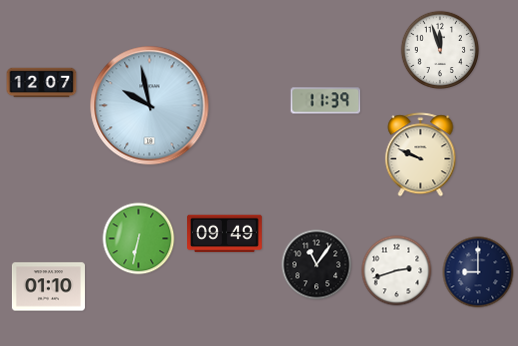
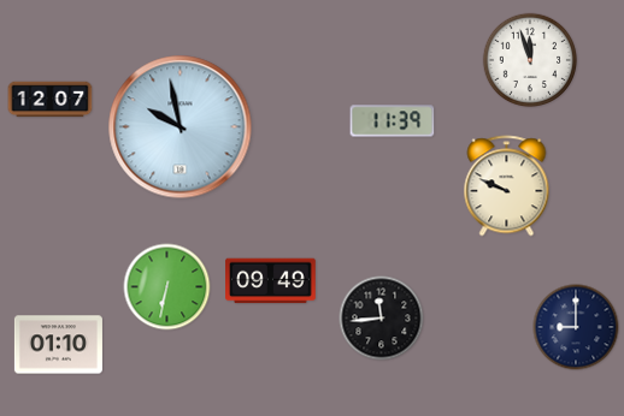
clock at (317, 265): 11:06 -> 11:44
clock at (397, 271): 2:42 -> none
